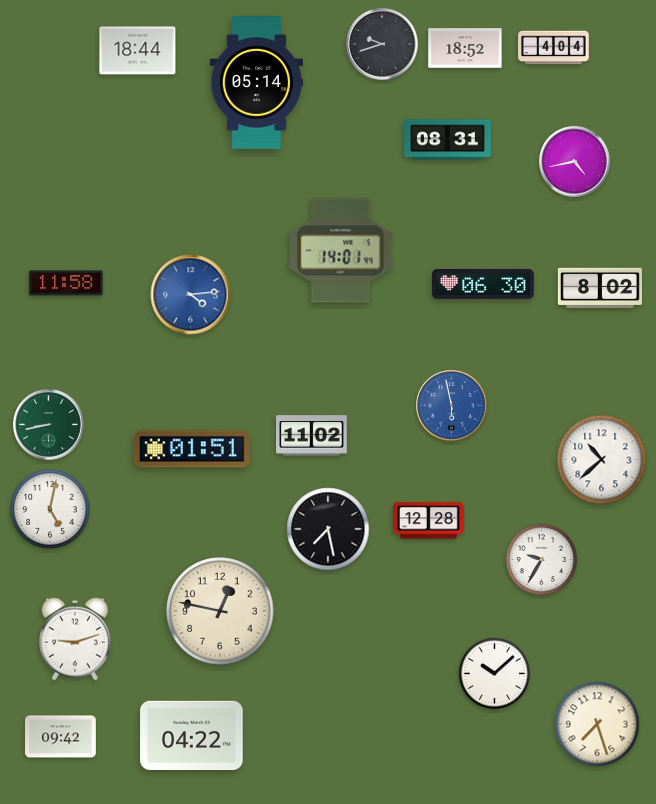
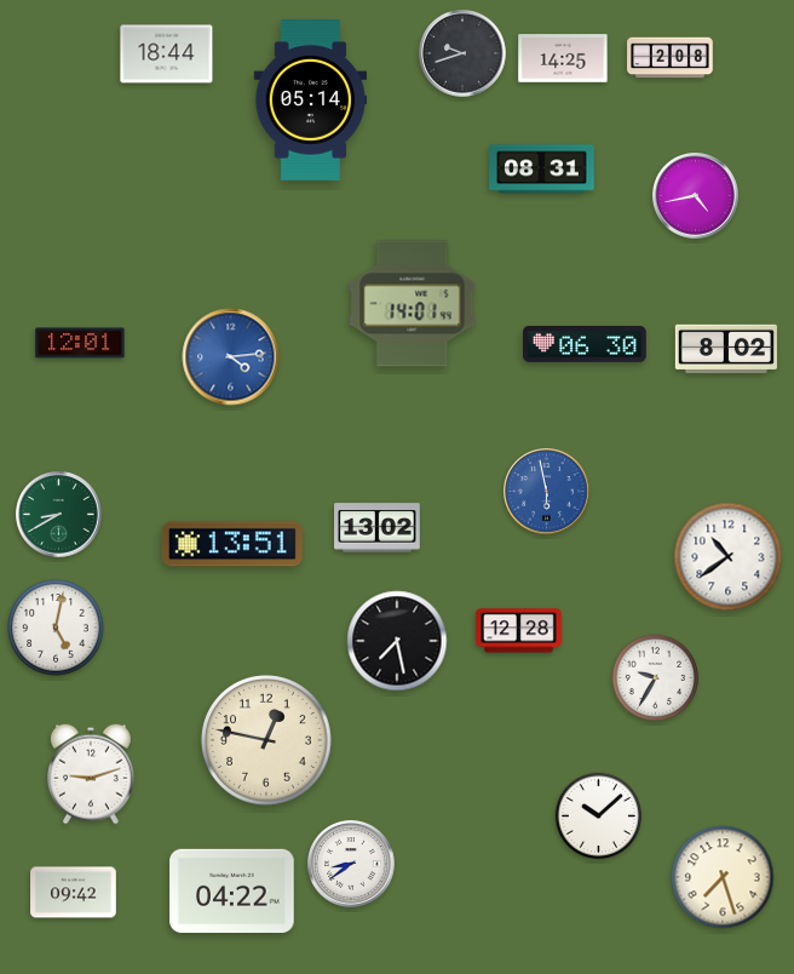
clock at (465, 48): 18:52 -> 14:25
clock at (554, 48): 4:04 -> 2:08
clock at (138, 51) position: (138, 51) -> (167, 55)
clock at (66, 283): 11:58 -> 12:01
clock at (49, 425): 8:43 -> 8:40
clock at (312, 436): 11:02 -> 13:02
clock at (192, 449): 01:51 -> 13:51
clock at (602, 460): 10:38 -> 10:39
clock at (50, 509) position: (50, 509) -> (56, 628)
clock at (351, 864): none -> 8:39
